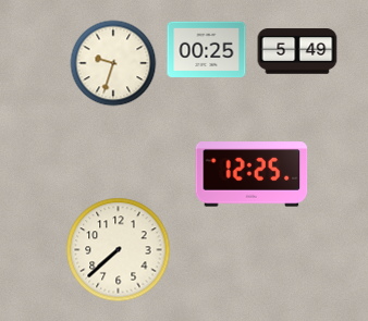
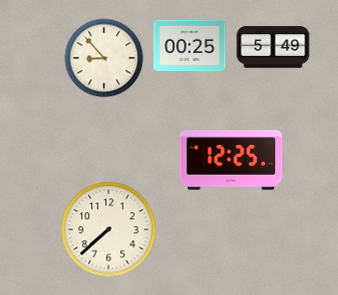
clock at (113, 63): 9:33 -> 8:53
